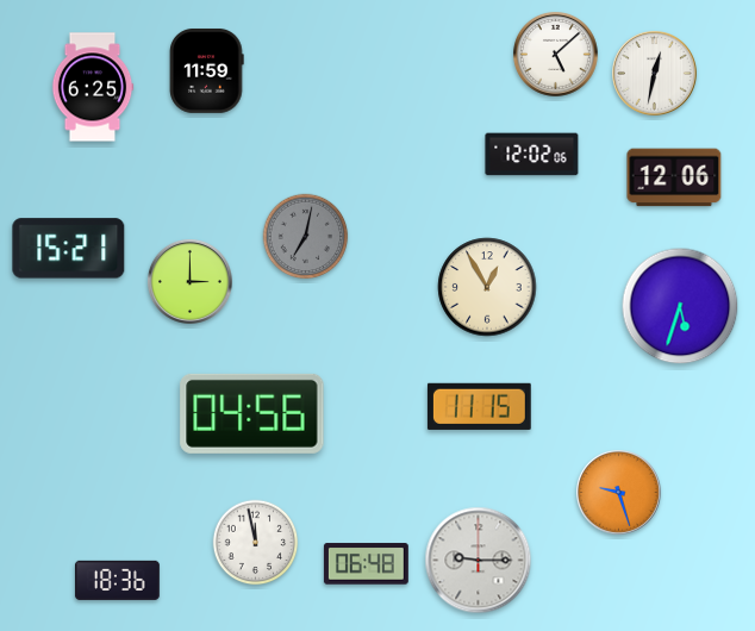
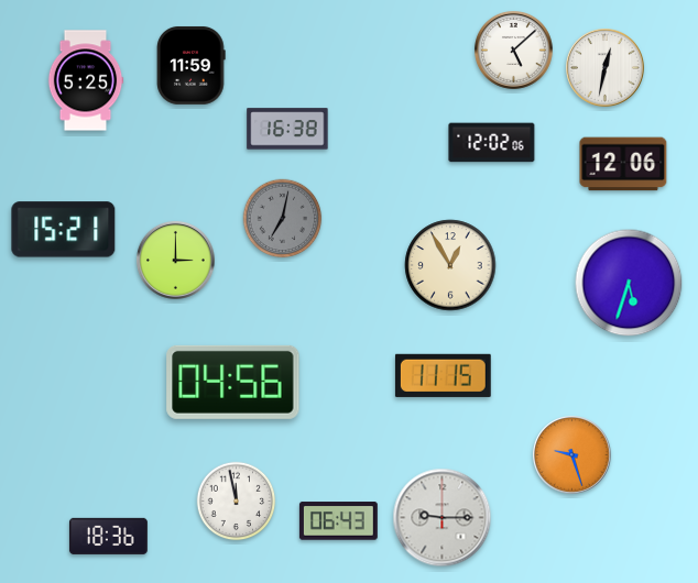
clock at (93, 87): 6:25 -> 5:25
clock at (287, 129): none -> 16:38
clock at (366, 564): 06:48 -> 06:43
